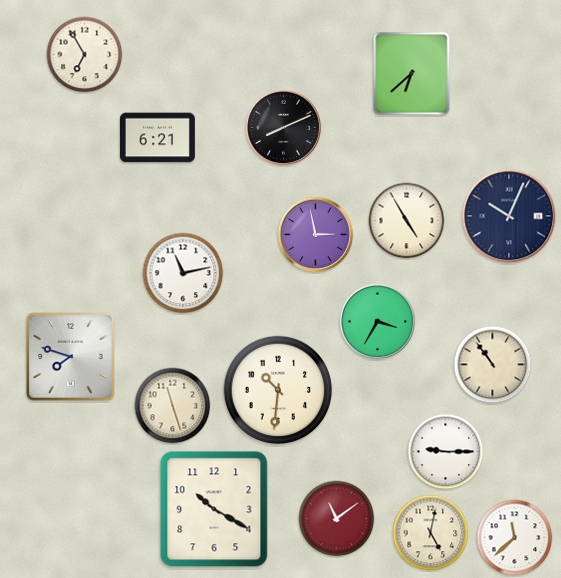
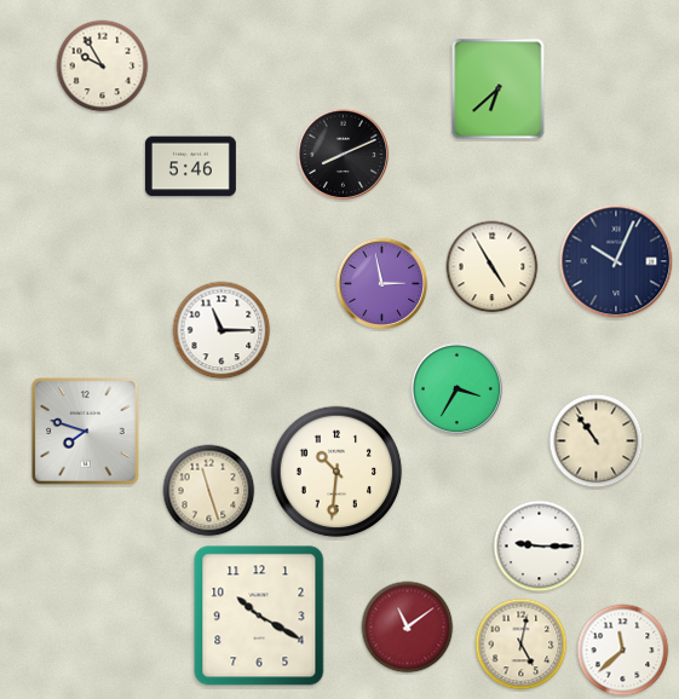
clock at (85, 55): 6:55 -> 9:55
clock at (157, 138): 6:21 -> 5:46
clock at (183, 273): 11:13 -> 11:15
